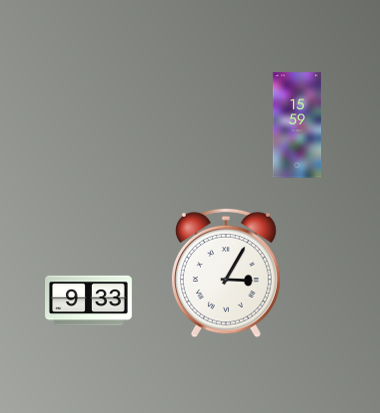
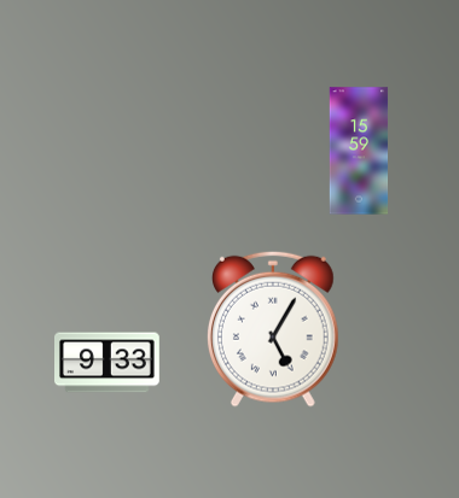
clock at (226, 273): 3:05 -> 5:05
